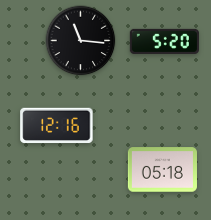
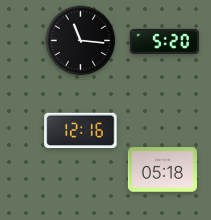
clock at (57, 126) position: (57, 126) -> (81, 131)
